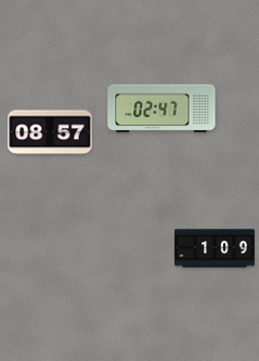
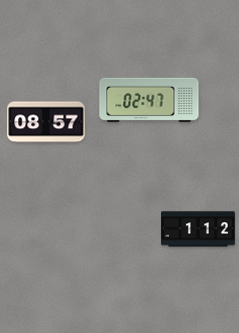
clock at (215, 248): 1:09 -> 1:12
